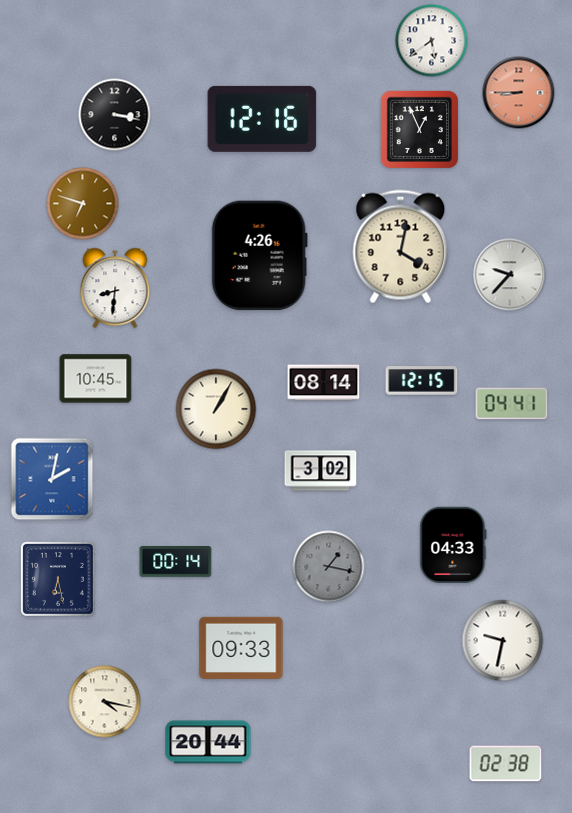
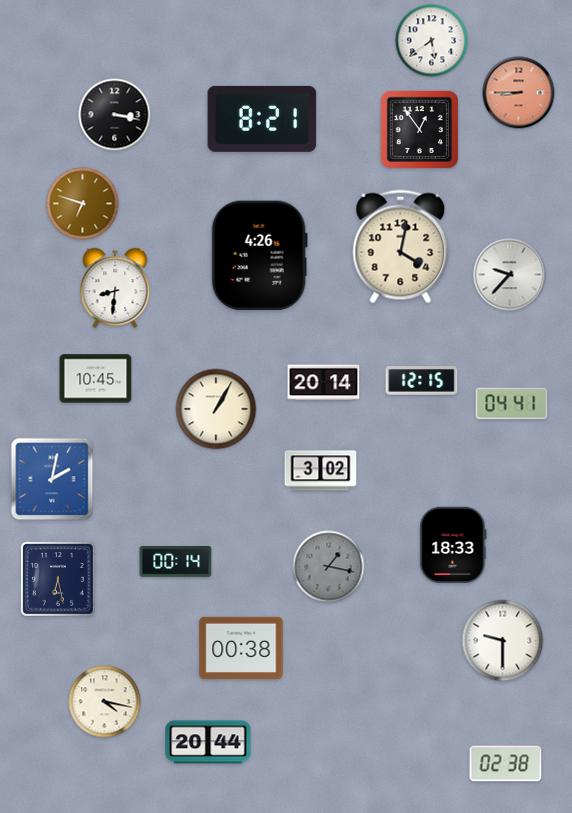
clock at (262, 119): 12:16 -> 8:21
clock at (419, 129): 12:56 -> 12:54
clock at (324, 383): 08:14 -> 20:14
clock at (453, 544): 04:33 -> 18:33
clock at (503, 641): 9:32 -> 9:30
clock at (241, 648): 09:33 -> 00:38
